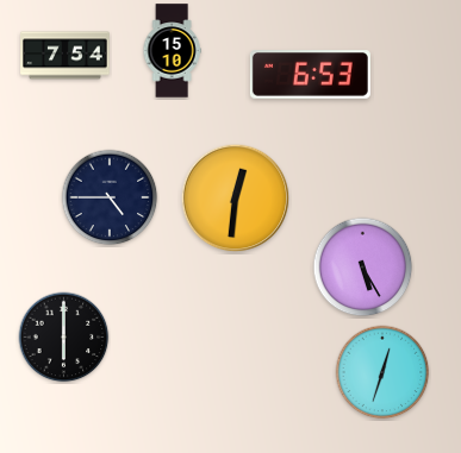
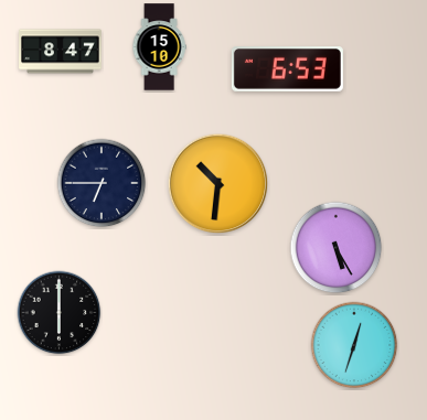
clock at (66, 56): 7:54 -> 8:47
clock at (110, 197): 4:45 -> 6:45
clock at (236, 199): 12:31 -> 10:31
